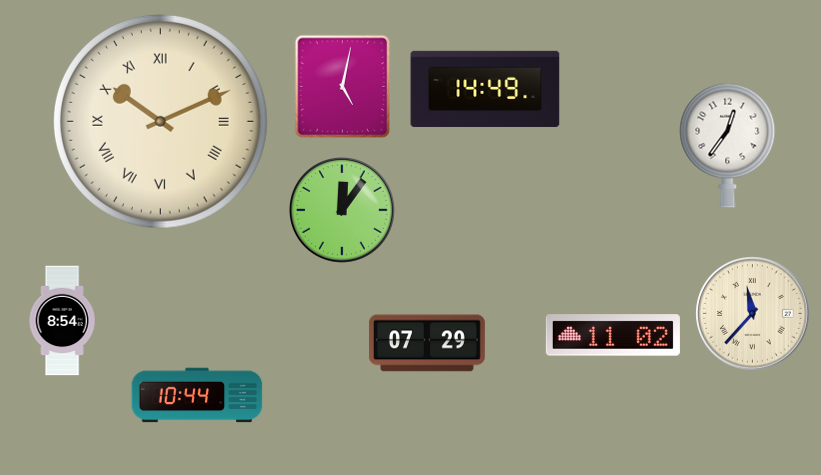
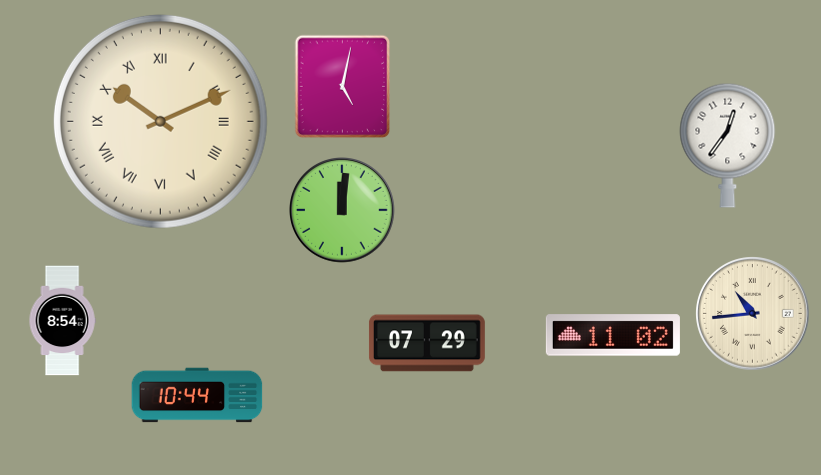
clock at (485, 89): 14:49 -> none
clock at (343, 211): 12:06 -> 12:01
clock at (753, 314): 11:37 -> 10:44
